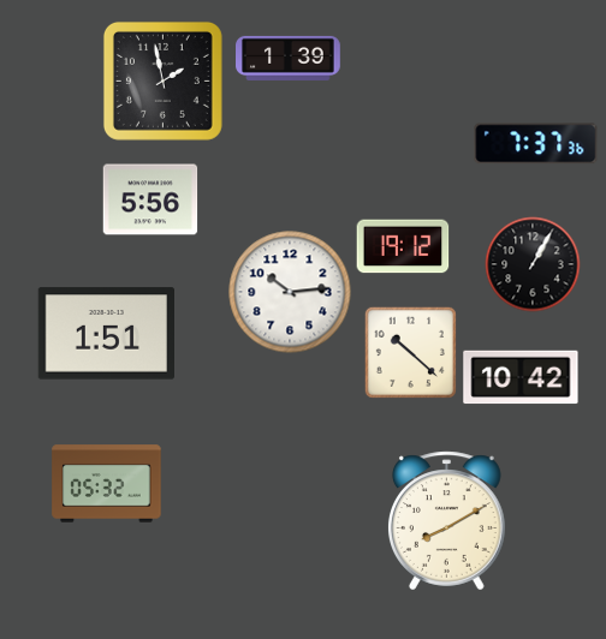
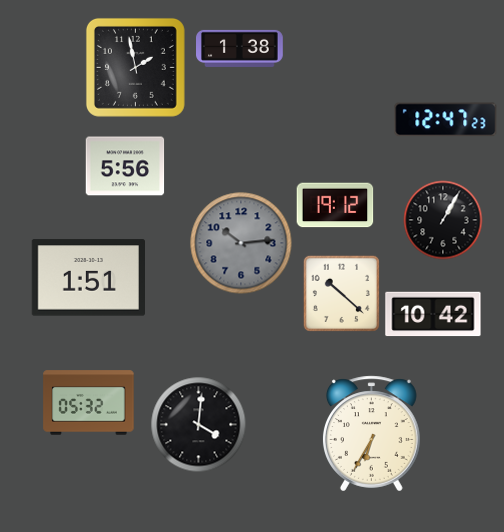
clock at (289, 58): 1:39 -> 1:38
clock at (536, 144): 7:37 -> 12:47
clock at (290, 292) dial: white -> grey
clock at (199, 425): none -> 4:01
clock at (447, 521): 8:10 -> 6:35
